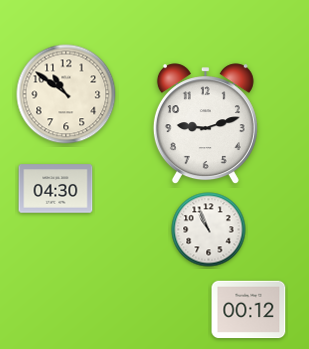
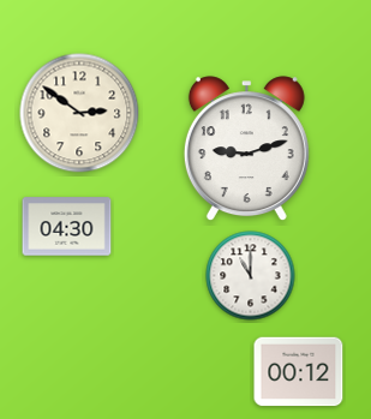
clock at (66, 94): 10:51 -> 2:51
clock at (209, 230): 10:56 -> 11:00
